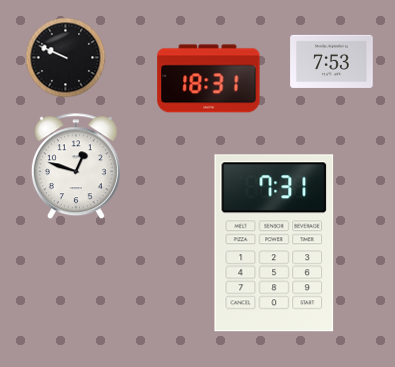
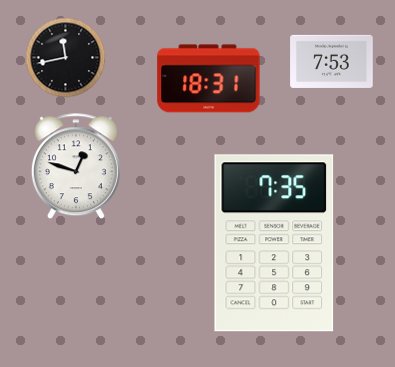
clock at (66, 58): 9:49 -> 11:43
clock at (274, 243): 7:31 -> 7:35
